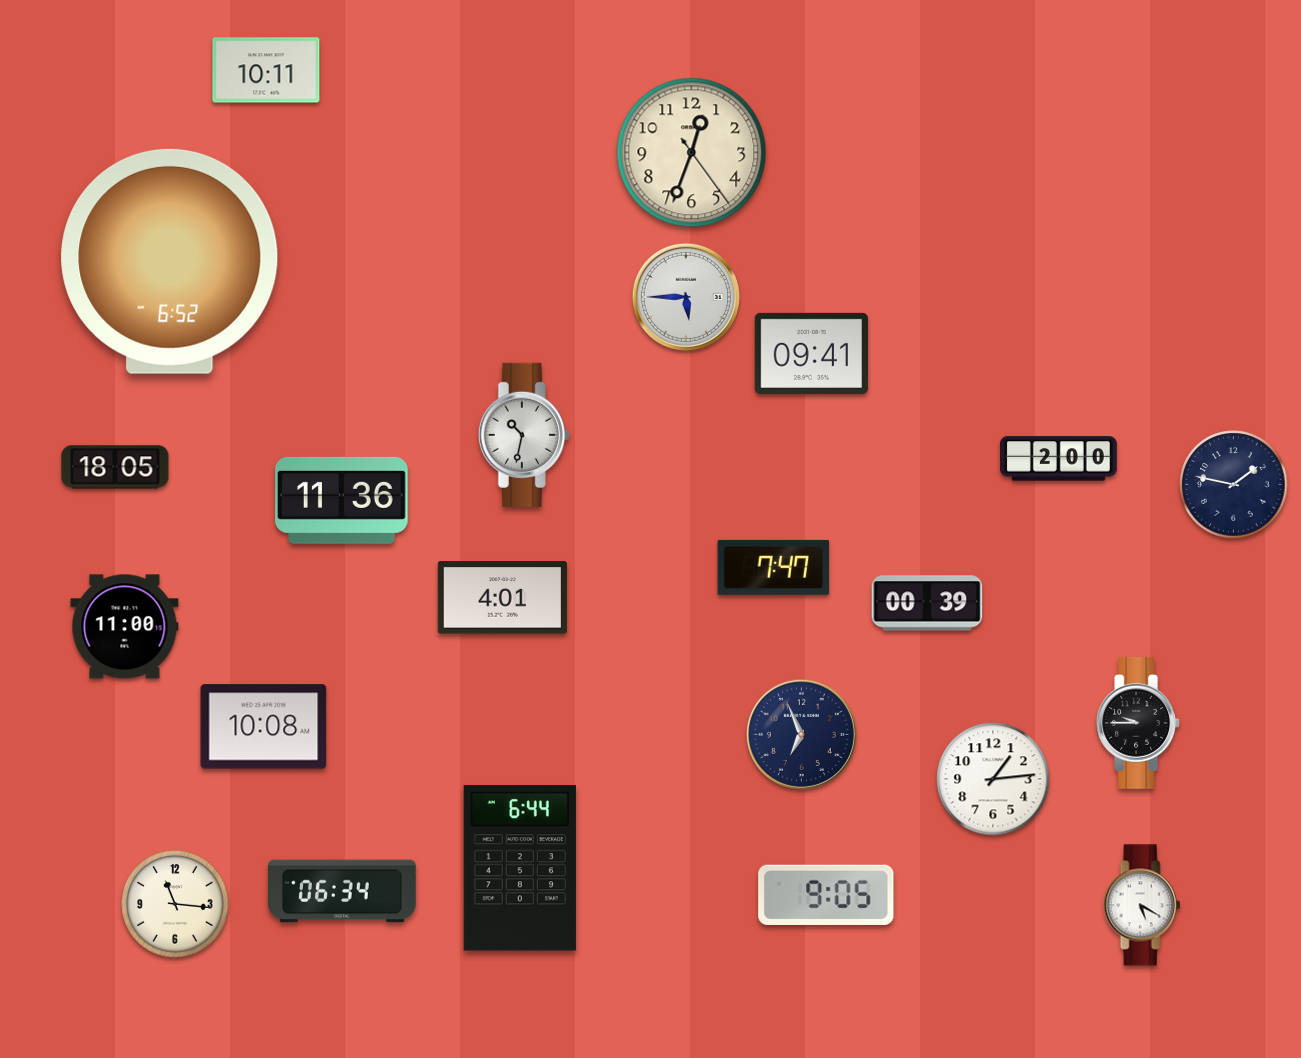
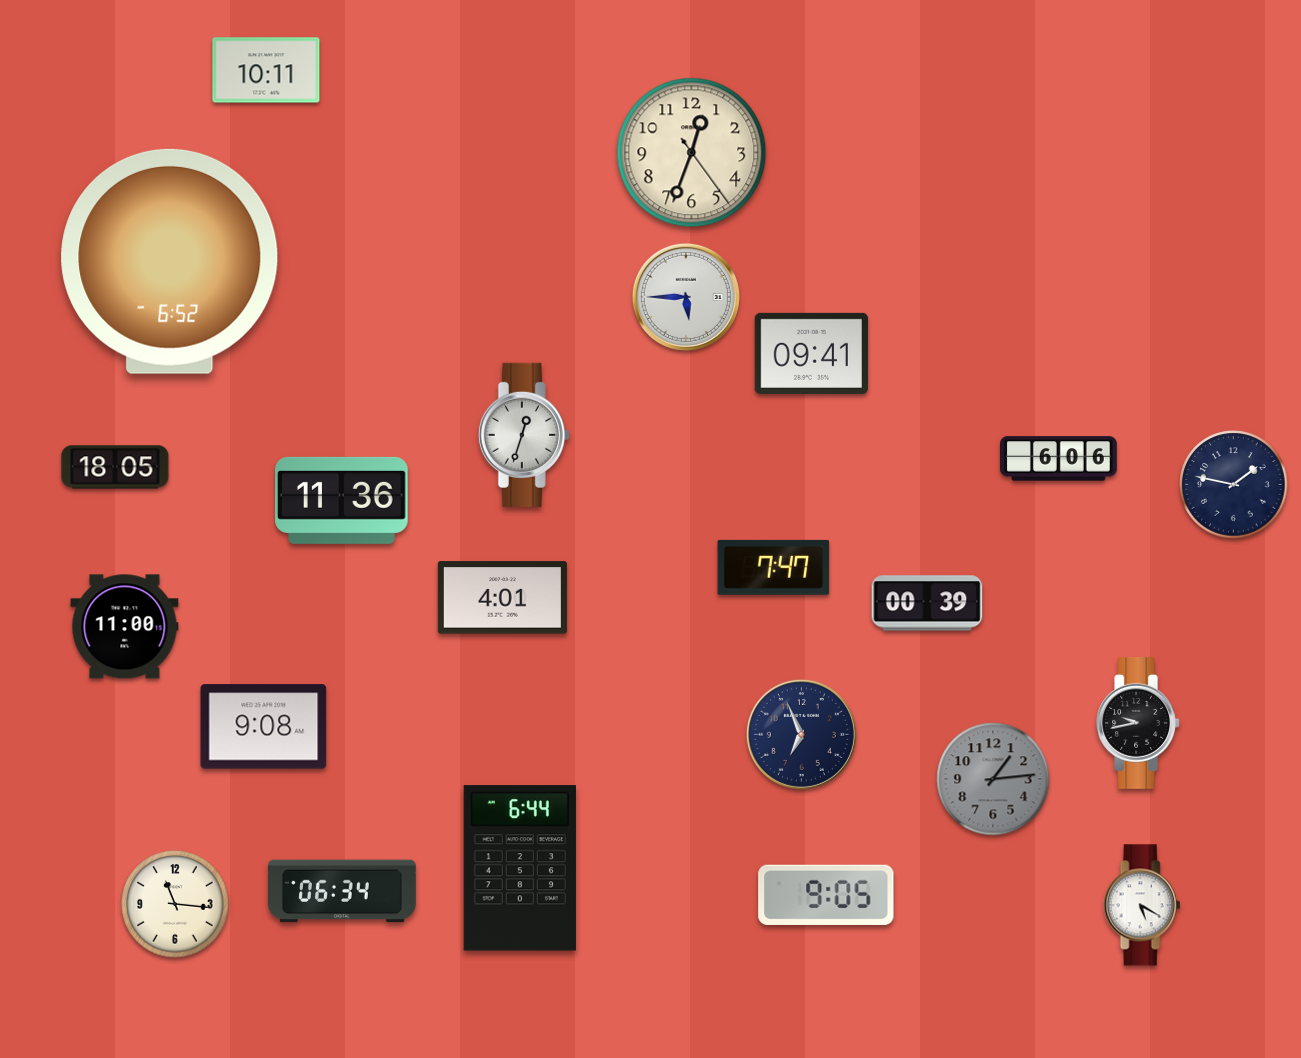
clock at (524, 435): 10:32 -> 12:33
clock at (1059, 459): 2:00 -> 6:06
clock at (1138, 723): 9:45 -> 9:43
clock at (264, 727): 10:08 -> 9:08
clock at (993, 779) dial: white -> grey
